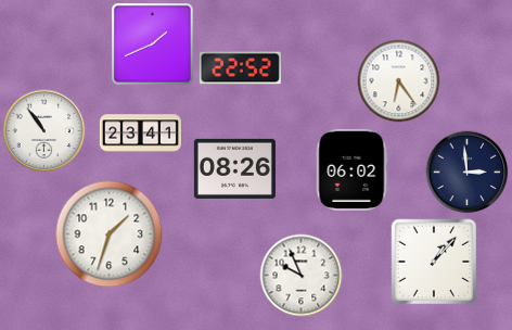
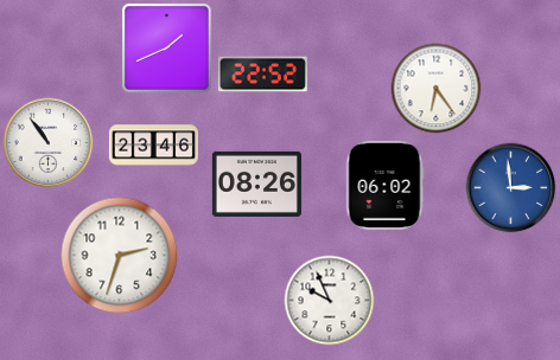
clock at (140, 134): 23:41 -> 23:46
clock at (468, 173) dial: navy -> blue
clock at (110, 234): 1:33 -> 2:33
clock at (434, 262): 1:07 -> none
